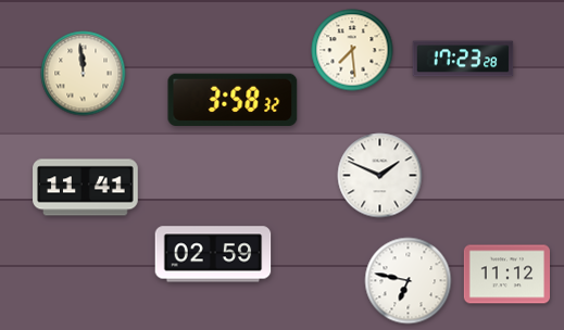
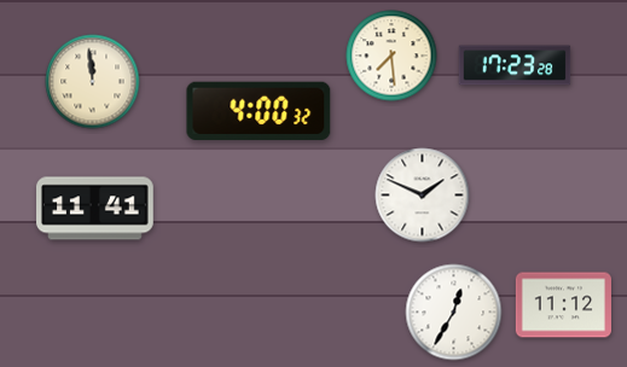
clock at (233, 99): 3:58 -> 4:00
clock at (213, 254): 02:59 -> none
clock at (409, 281): 6:47 -> 12:35
